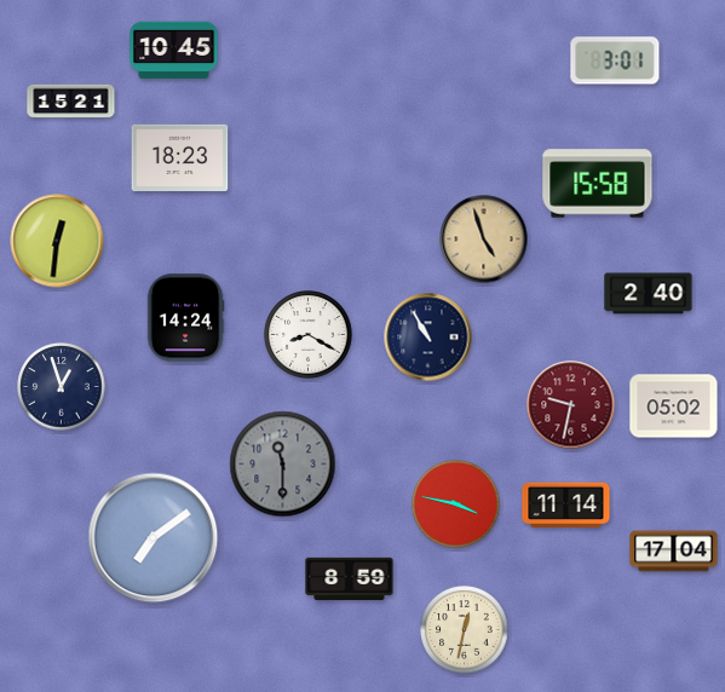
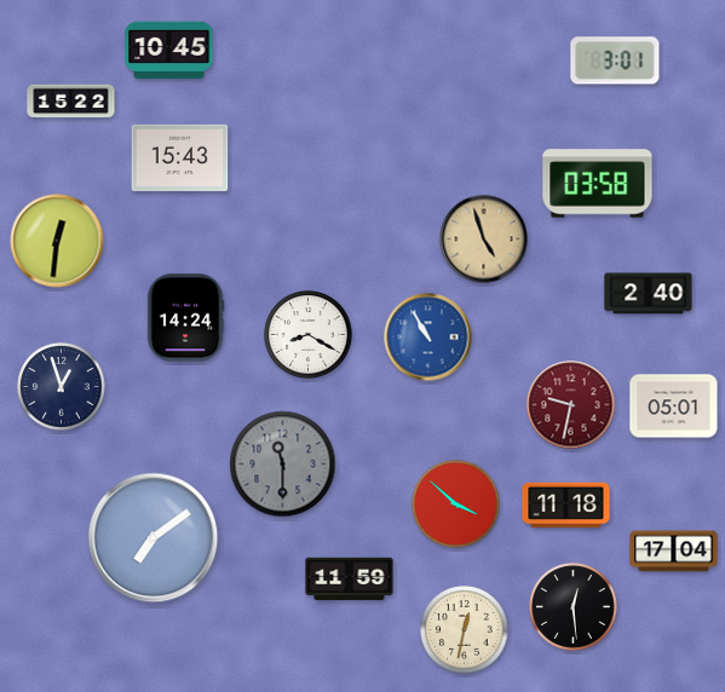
clock at (174, 51) position: (174, 51) -> (169, 51)
clock at (71, 102): 15:21 -> 15:22
clock at (180, 158): 18:23 -> 15:43
clock at (598, 184): 15:58 -> 03:58
clock at (428, 338) dial: navy -> blue
clock at (674, 406): 05:02 -> 05:01
clock at (456, 504): 3:47 -> 3:52
clock at (566, 504): 11:14 -> 11:18
clock at (350, 579): 8:59 -> 11:59
clock at (574, 607): none -> 12:29
